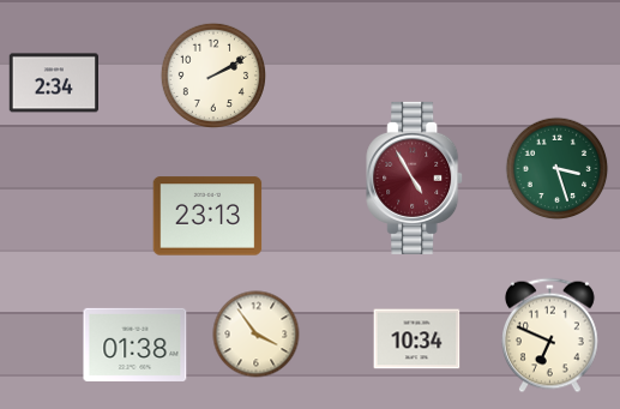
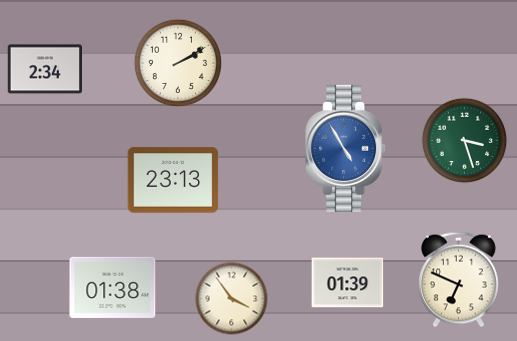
clock at (415, 178) dial: burgundy -> blue
clock at (257, 335) position: (257, 335) -> (232, 299)
clock at (417, 339): 10:34 -> 01:39
